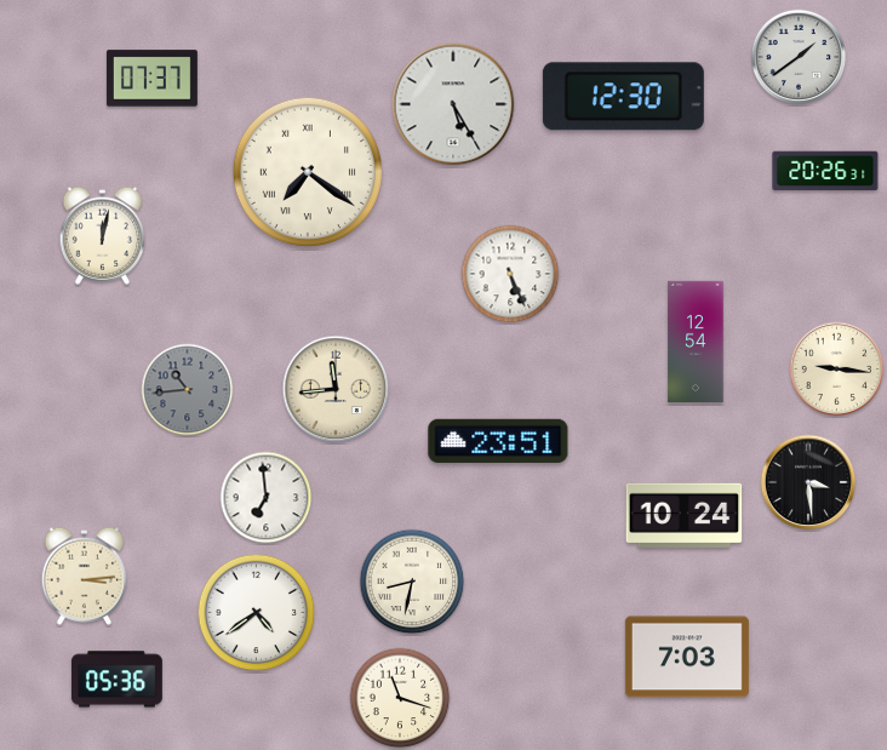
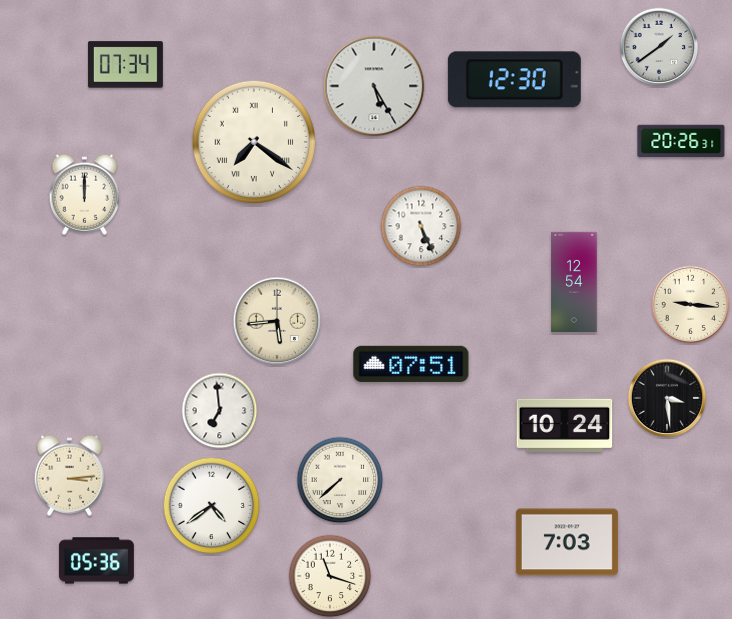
clock at (151, 79): 07:37 -> 07:34
clock at (103, 235): 12:02 -> 12:00
clock at (336, 389): 11:44 -> 5:44
clock at (188, 390): 10:44 -> none
clock at (498, 441): 23:51 -> 07:51
clock at (412, 582): 8:32 -> 7:38
